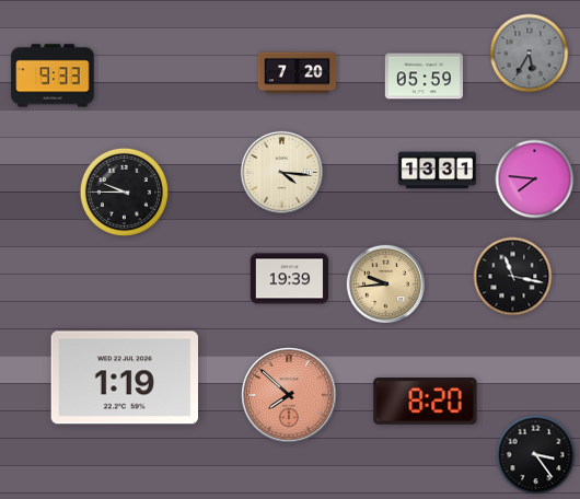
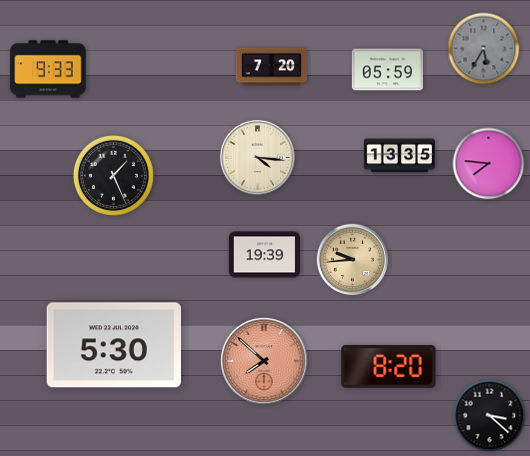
clock at (437, 171): 13:31 -> 13:35
clock at (124, 192): 9:45 -> 1:26
clock at (513, 277): 11:17 -> none
clock at (124, 378): 1:19 -> 5:30
clock at (536, 455): 3:24 -> 3:22
